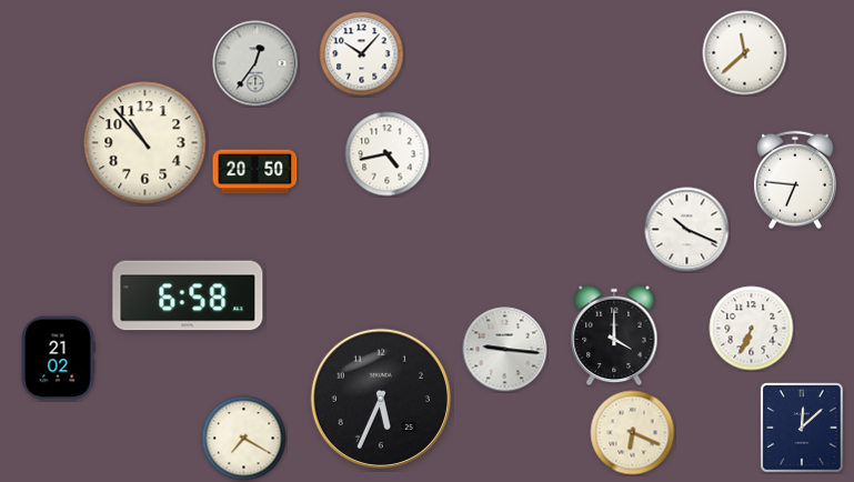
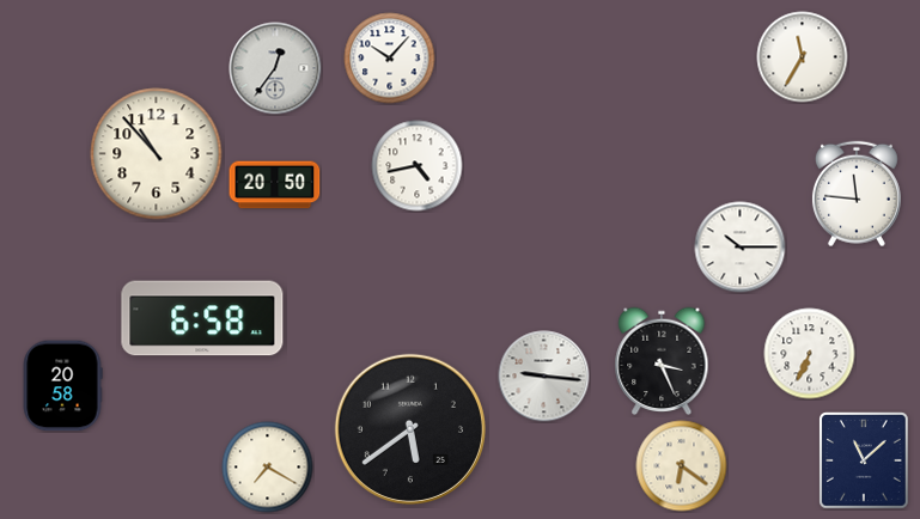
clock at (745, 53): 11:38 -> 11:35
clock at (795, 180): 6:46 -> 11:46
clock at (687, 230): 10:19 -> 10:15
clock at (614, 335): 4:00 -> 3:26
clock at (58, 359): 21:02 -> 20:58
clock at (381, 399): 5:34 -> 5:39
clock at (803, 428): 12:08 -> 11:08
clock at (633, 433): 6:19 -> 6:21
clock at (244, 439) position: (244, 439) -> (268, 468)
